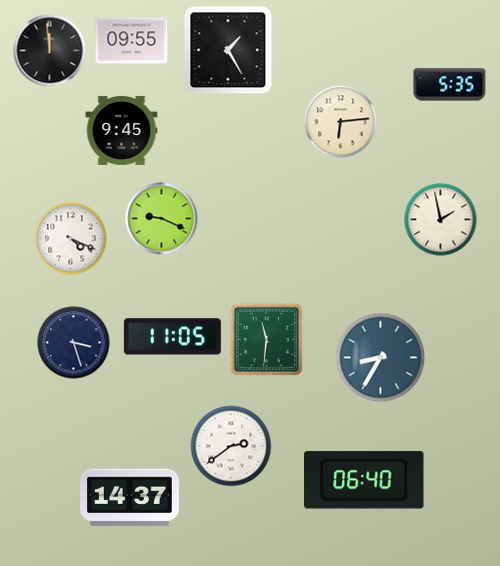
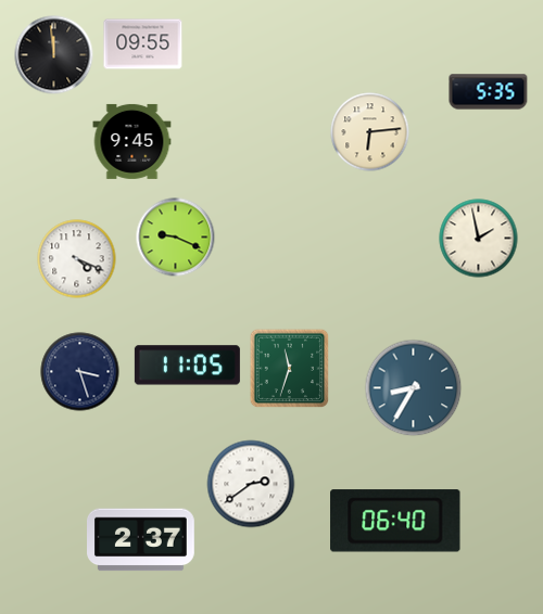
clock at (228, 50): 1:25 -> none
clock at (267, 340): 11:31 -> 11:33
clock at (130, 498): 14:37 -> 2:37
